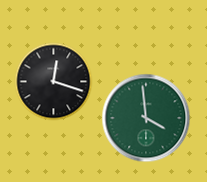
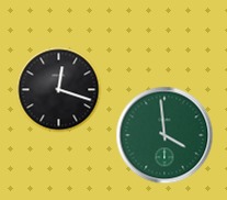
clock at (146, 118) position: (146, 118) -> (164, 135)
